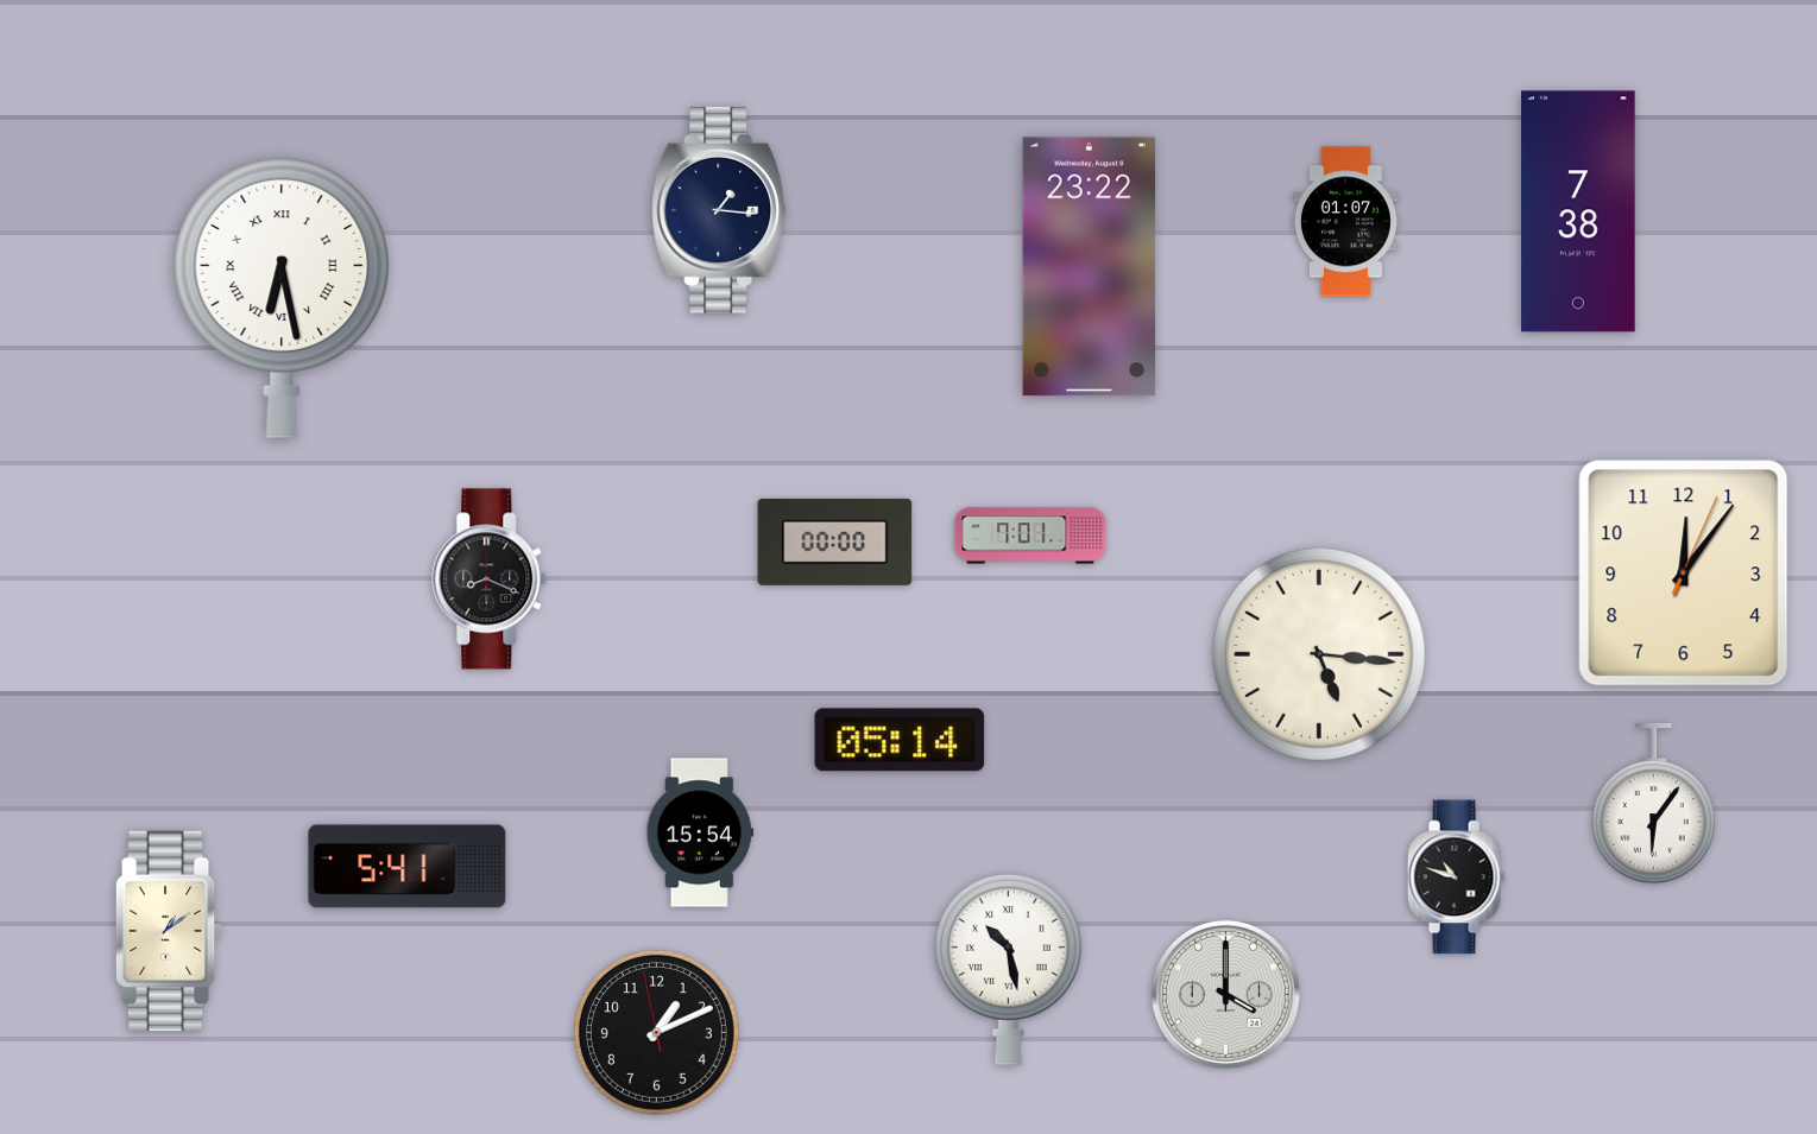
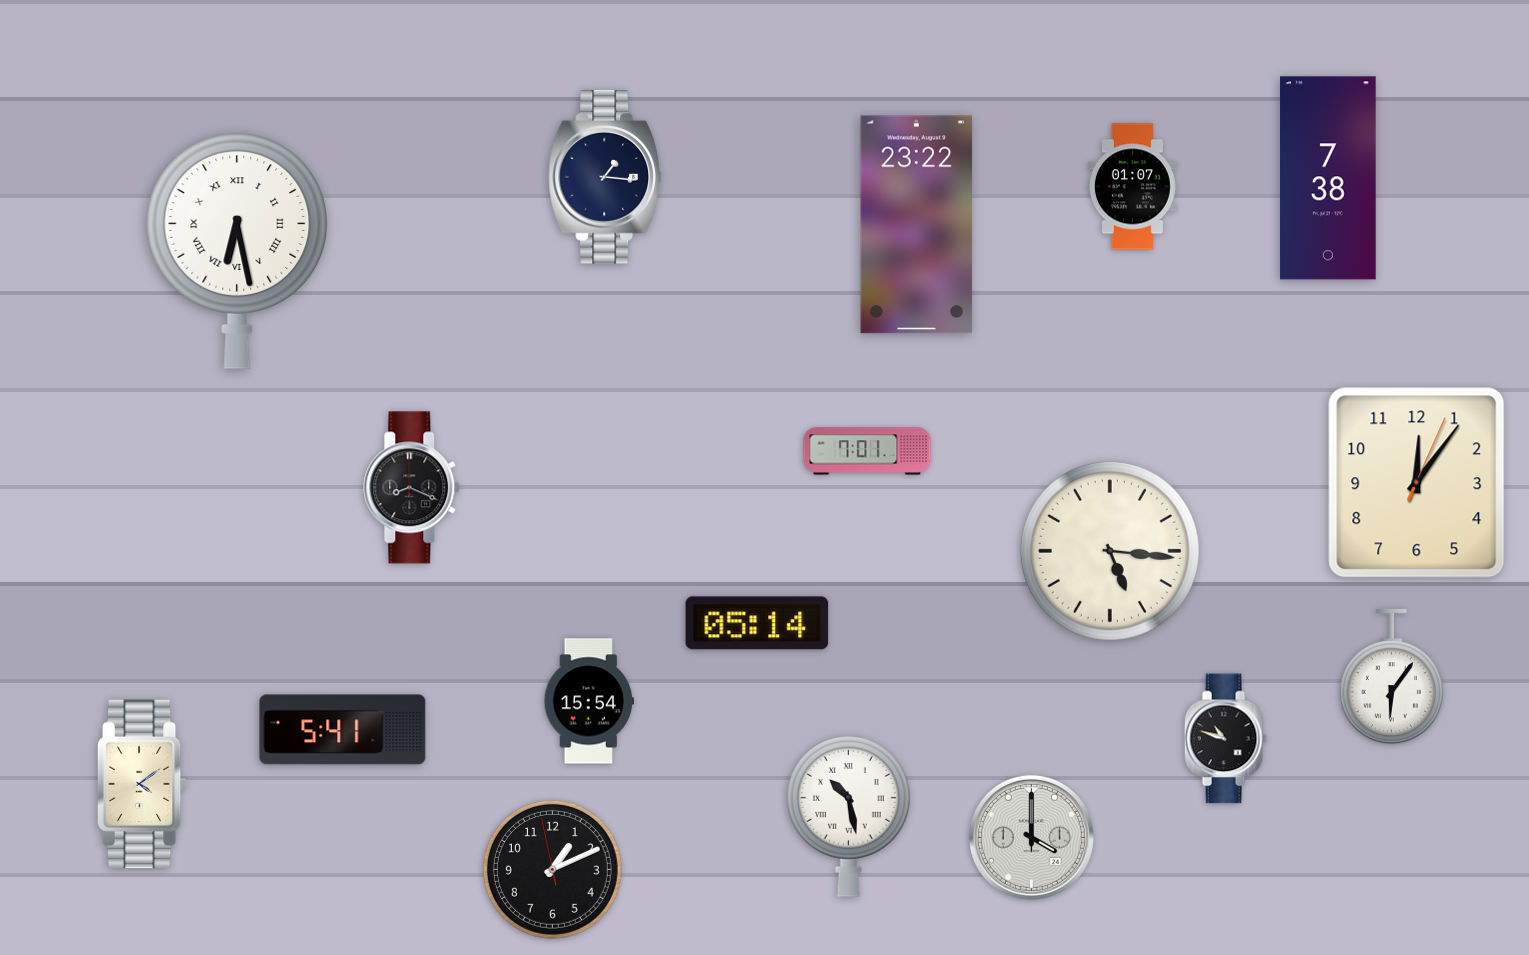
clock at (835, 541): 00:00 -> none
clock at (169, 931): 1:09 -> 4:09
